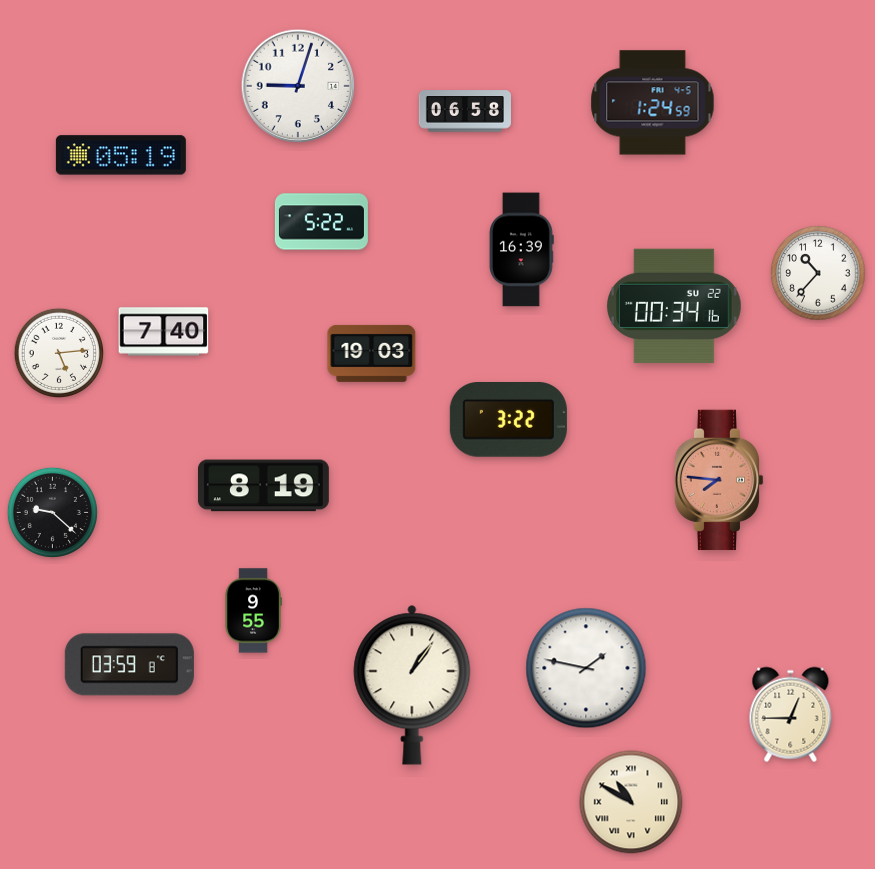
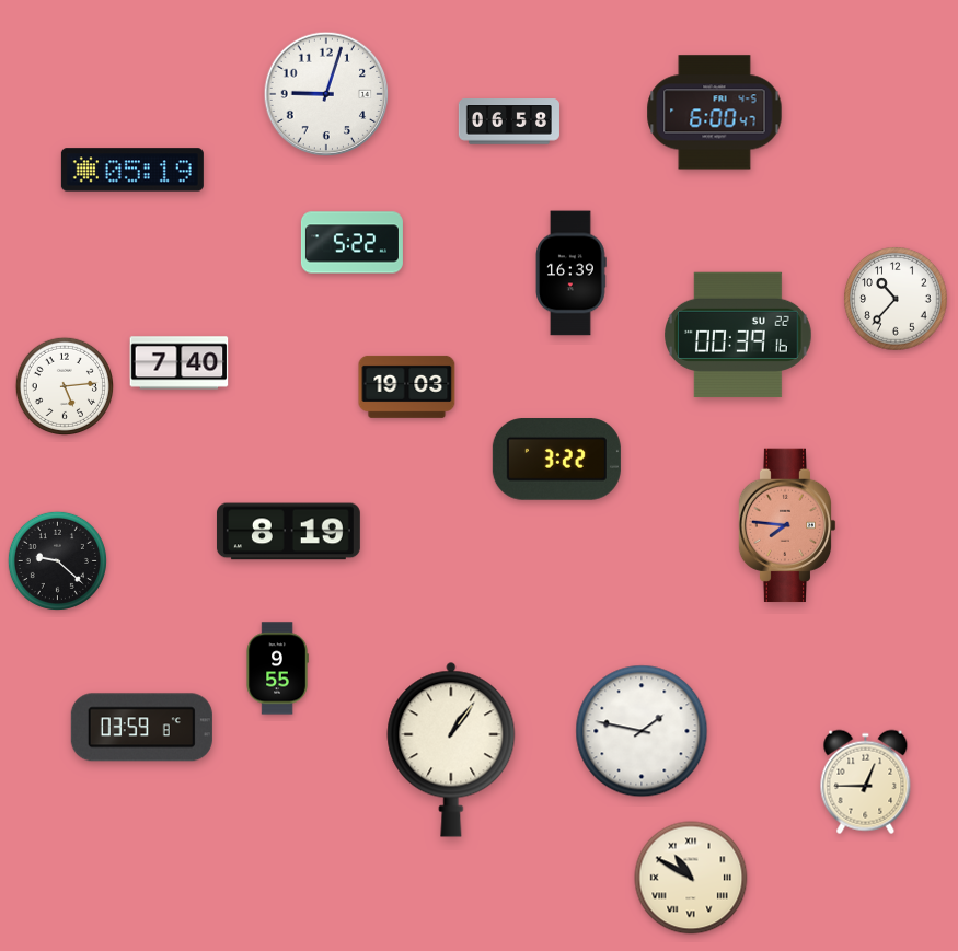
clock at (653, 103): 1:24 -> 6:00
clock at (675, 306): 00:34 -> 00:39
